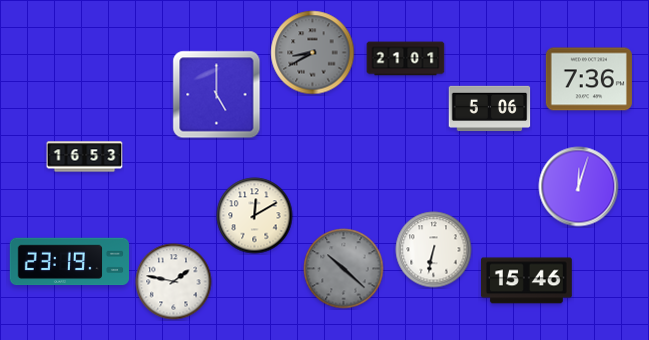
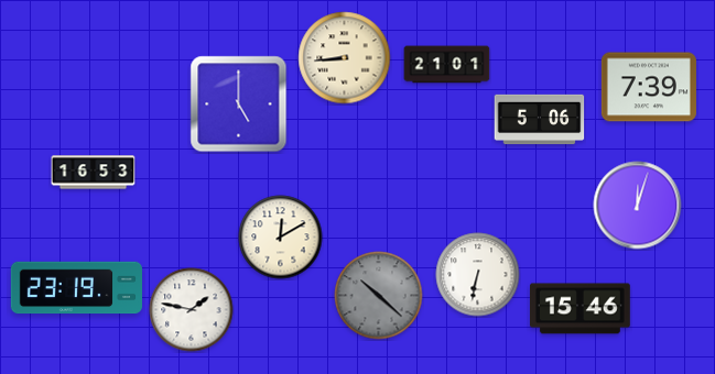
clock at (313, 53): 8:40 -> 8:44
clock at (313, 53) dial: grey -> cream
clock at (589, 79): 7:36 -> 7:39
